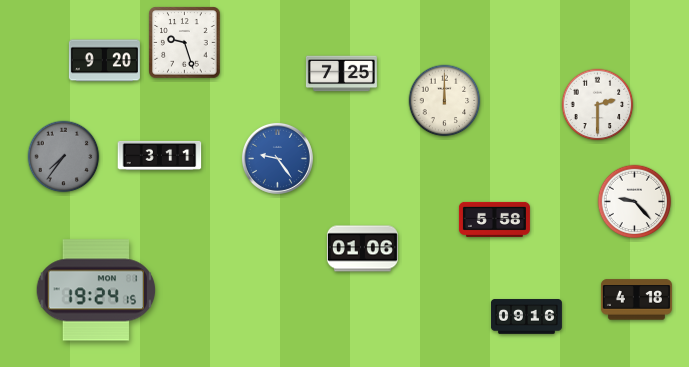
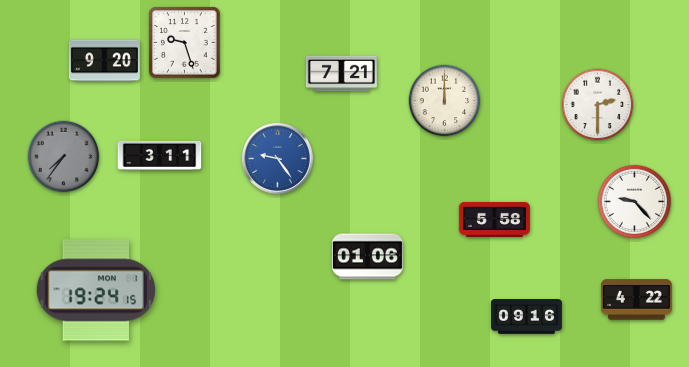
clock at (341, 74): 7:25 -> 7:21
clock at (362, 249) position: (362, 249) -> (367, 257)
clock at (636, 300): 4:18 -> 4:22
